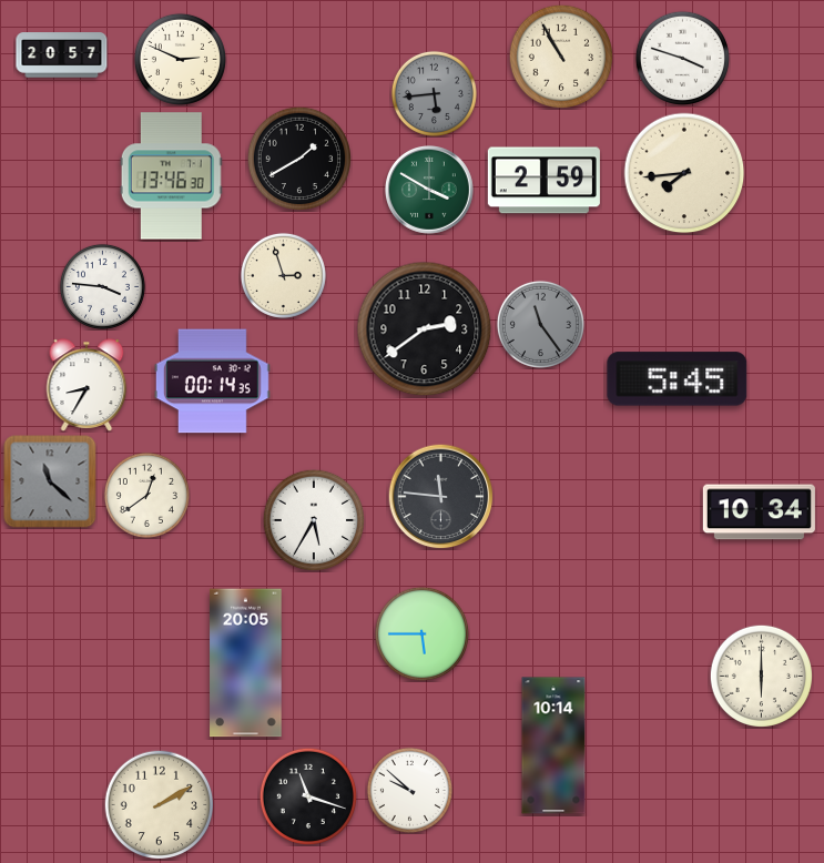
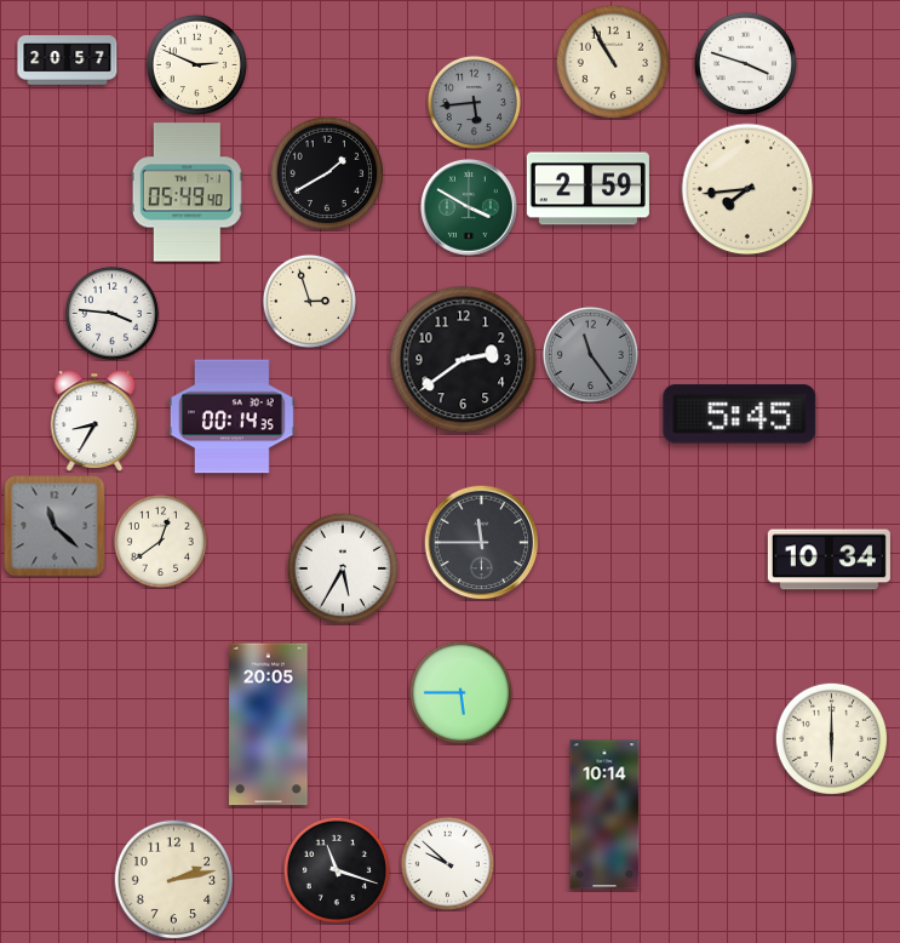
clock at (171, 176): 13:46 -> 05:49
clock at (543, 181) position: (543, 181) -> (587, 189)
clock at (440, 496): 11:46 -> 11:45
clock at (160, 805): 2:10 -> 2:13
